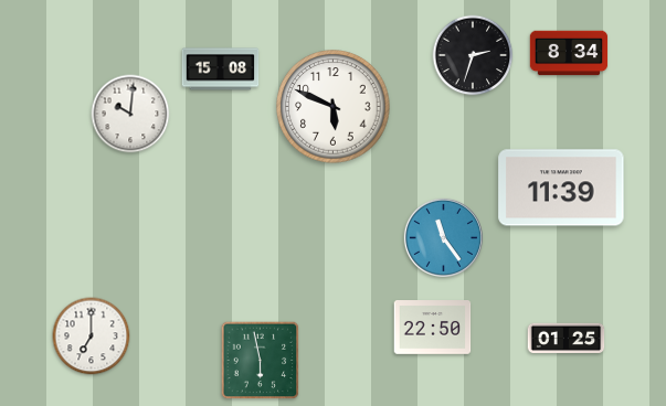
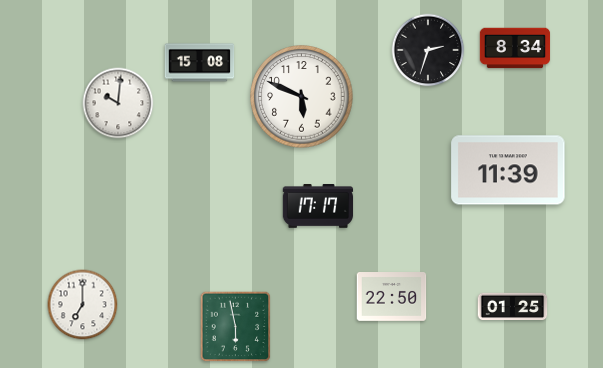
clock at (318, 206): none -> 17:17
clock at (443, 237): 11:24 -> none
